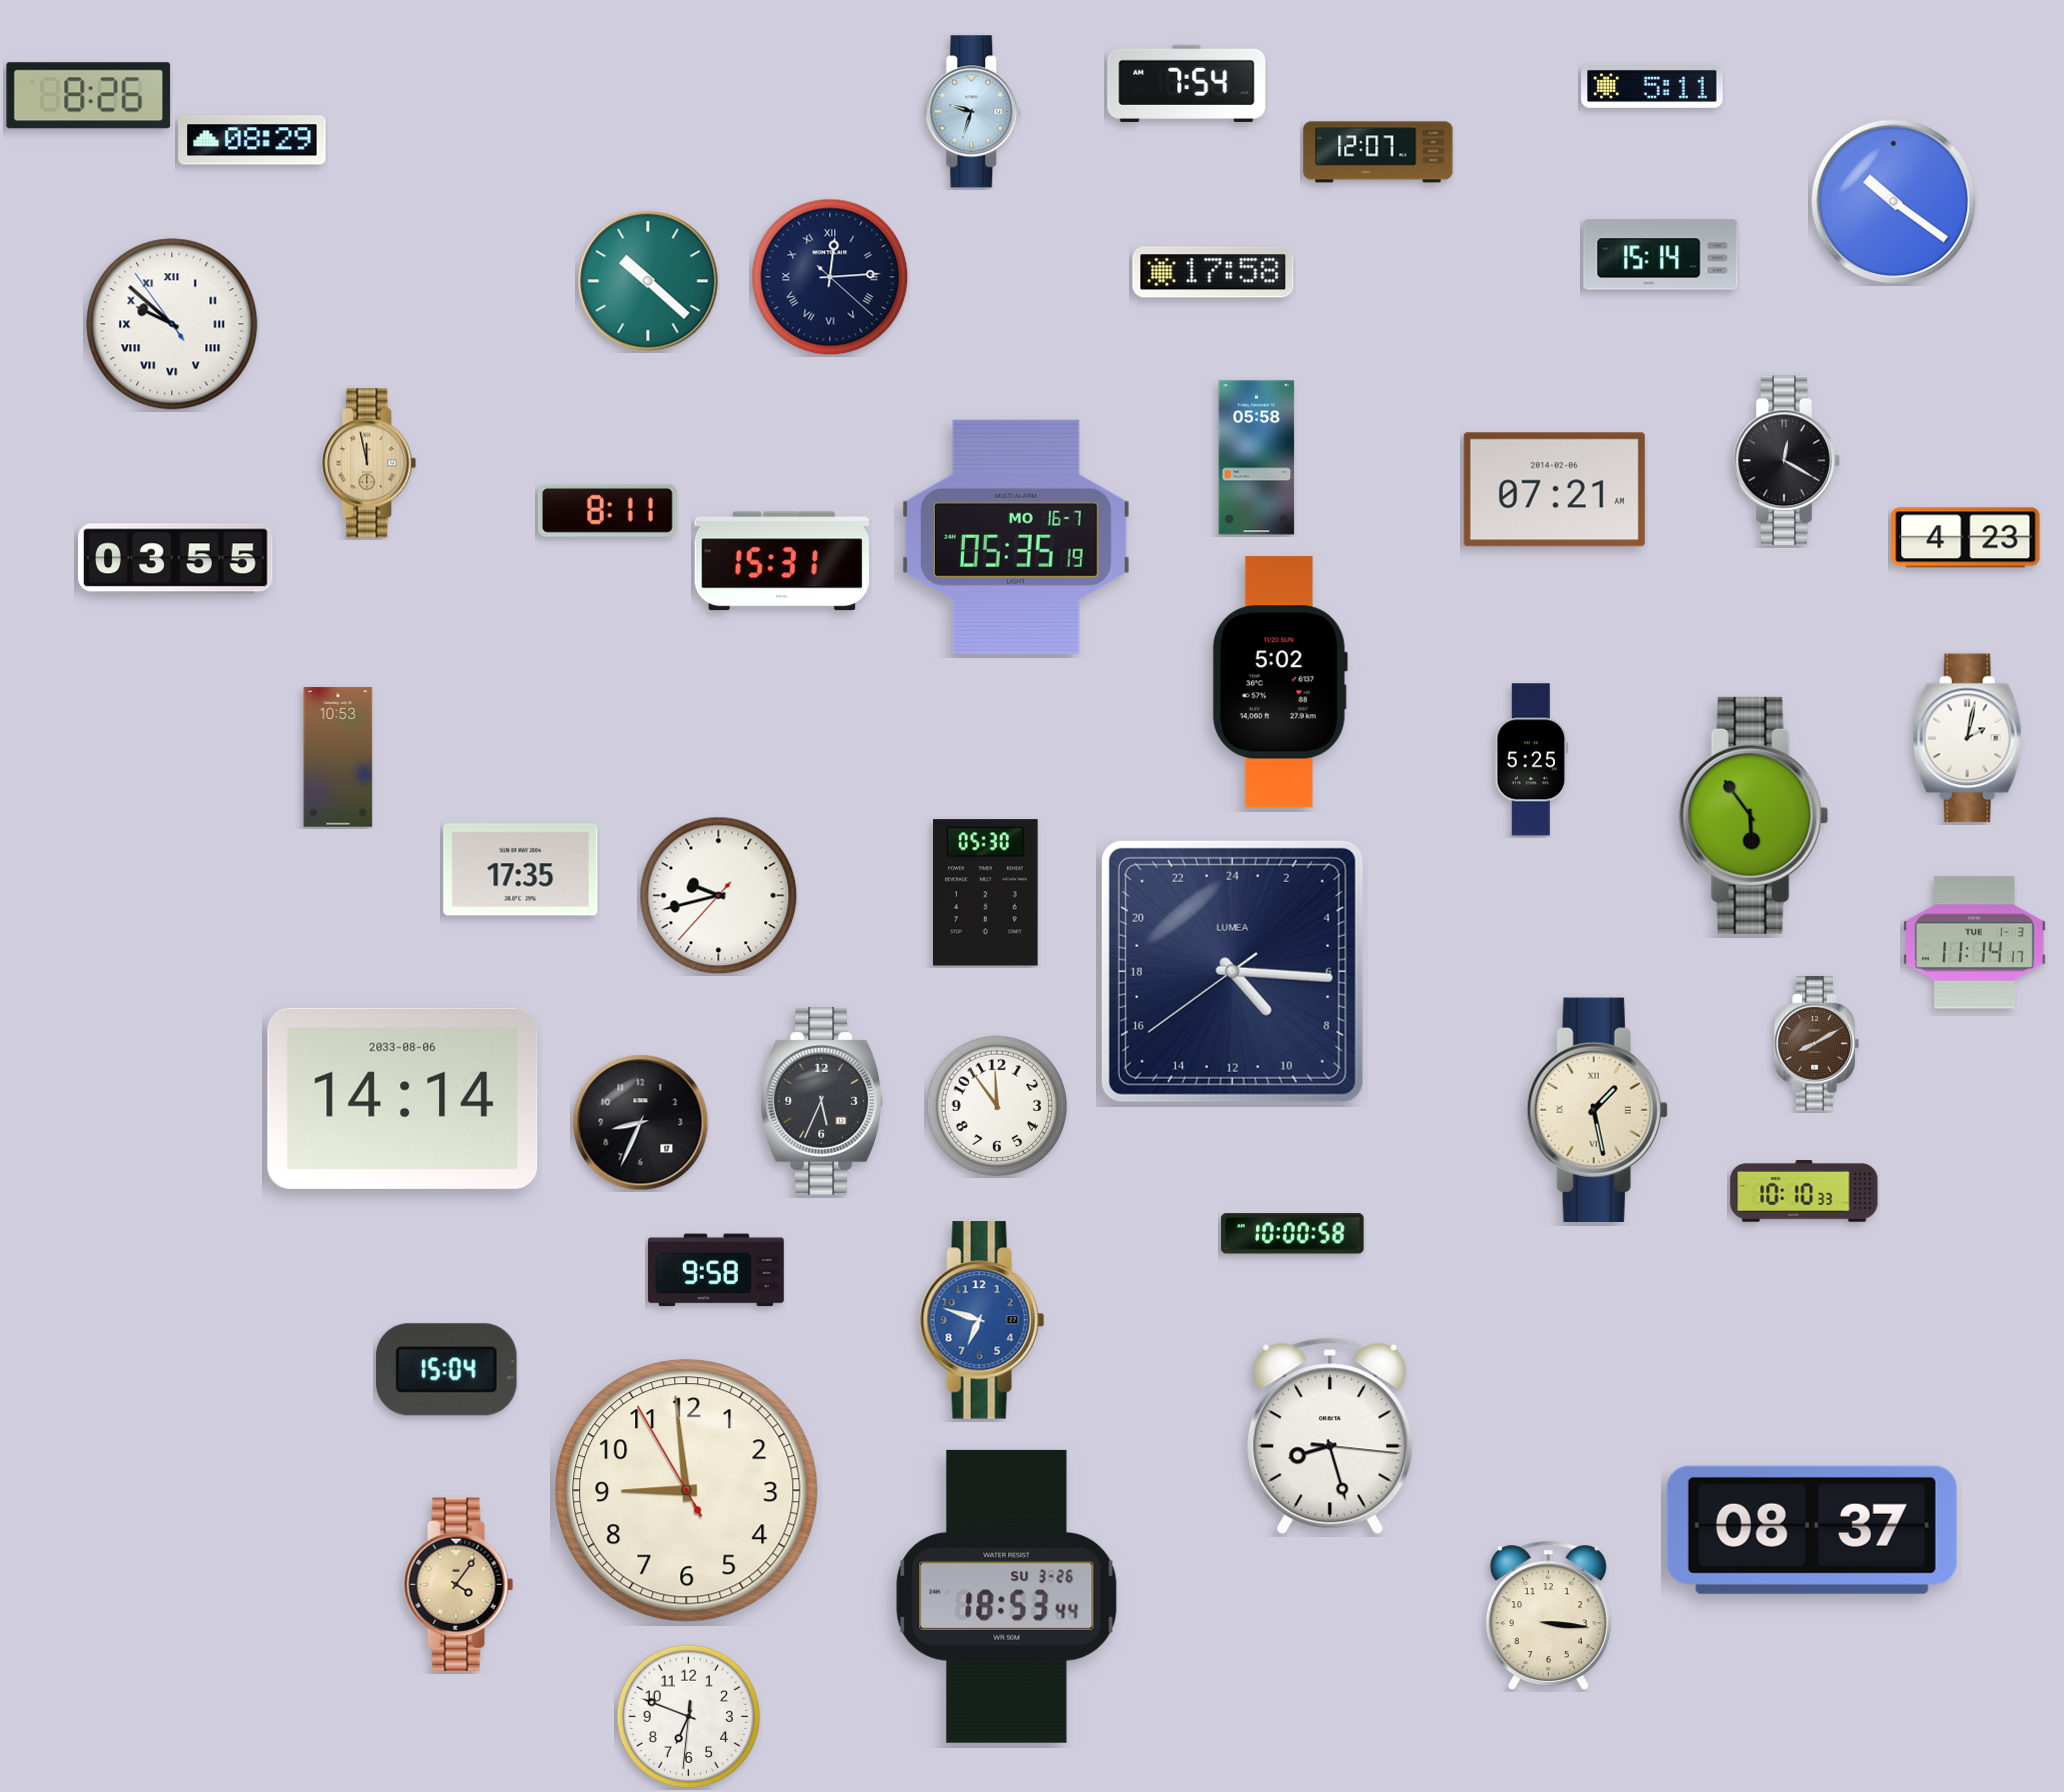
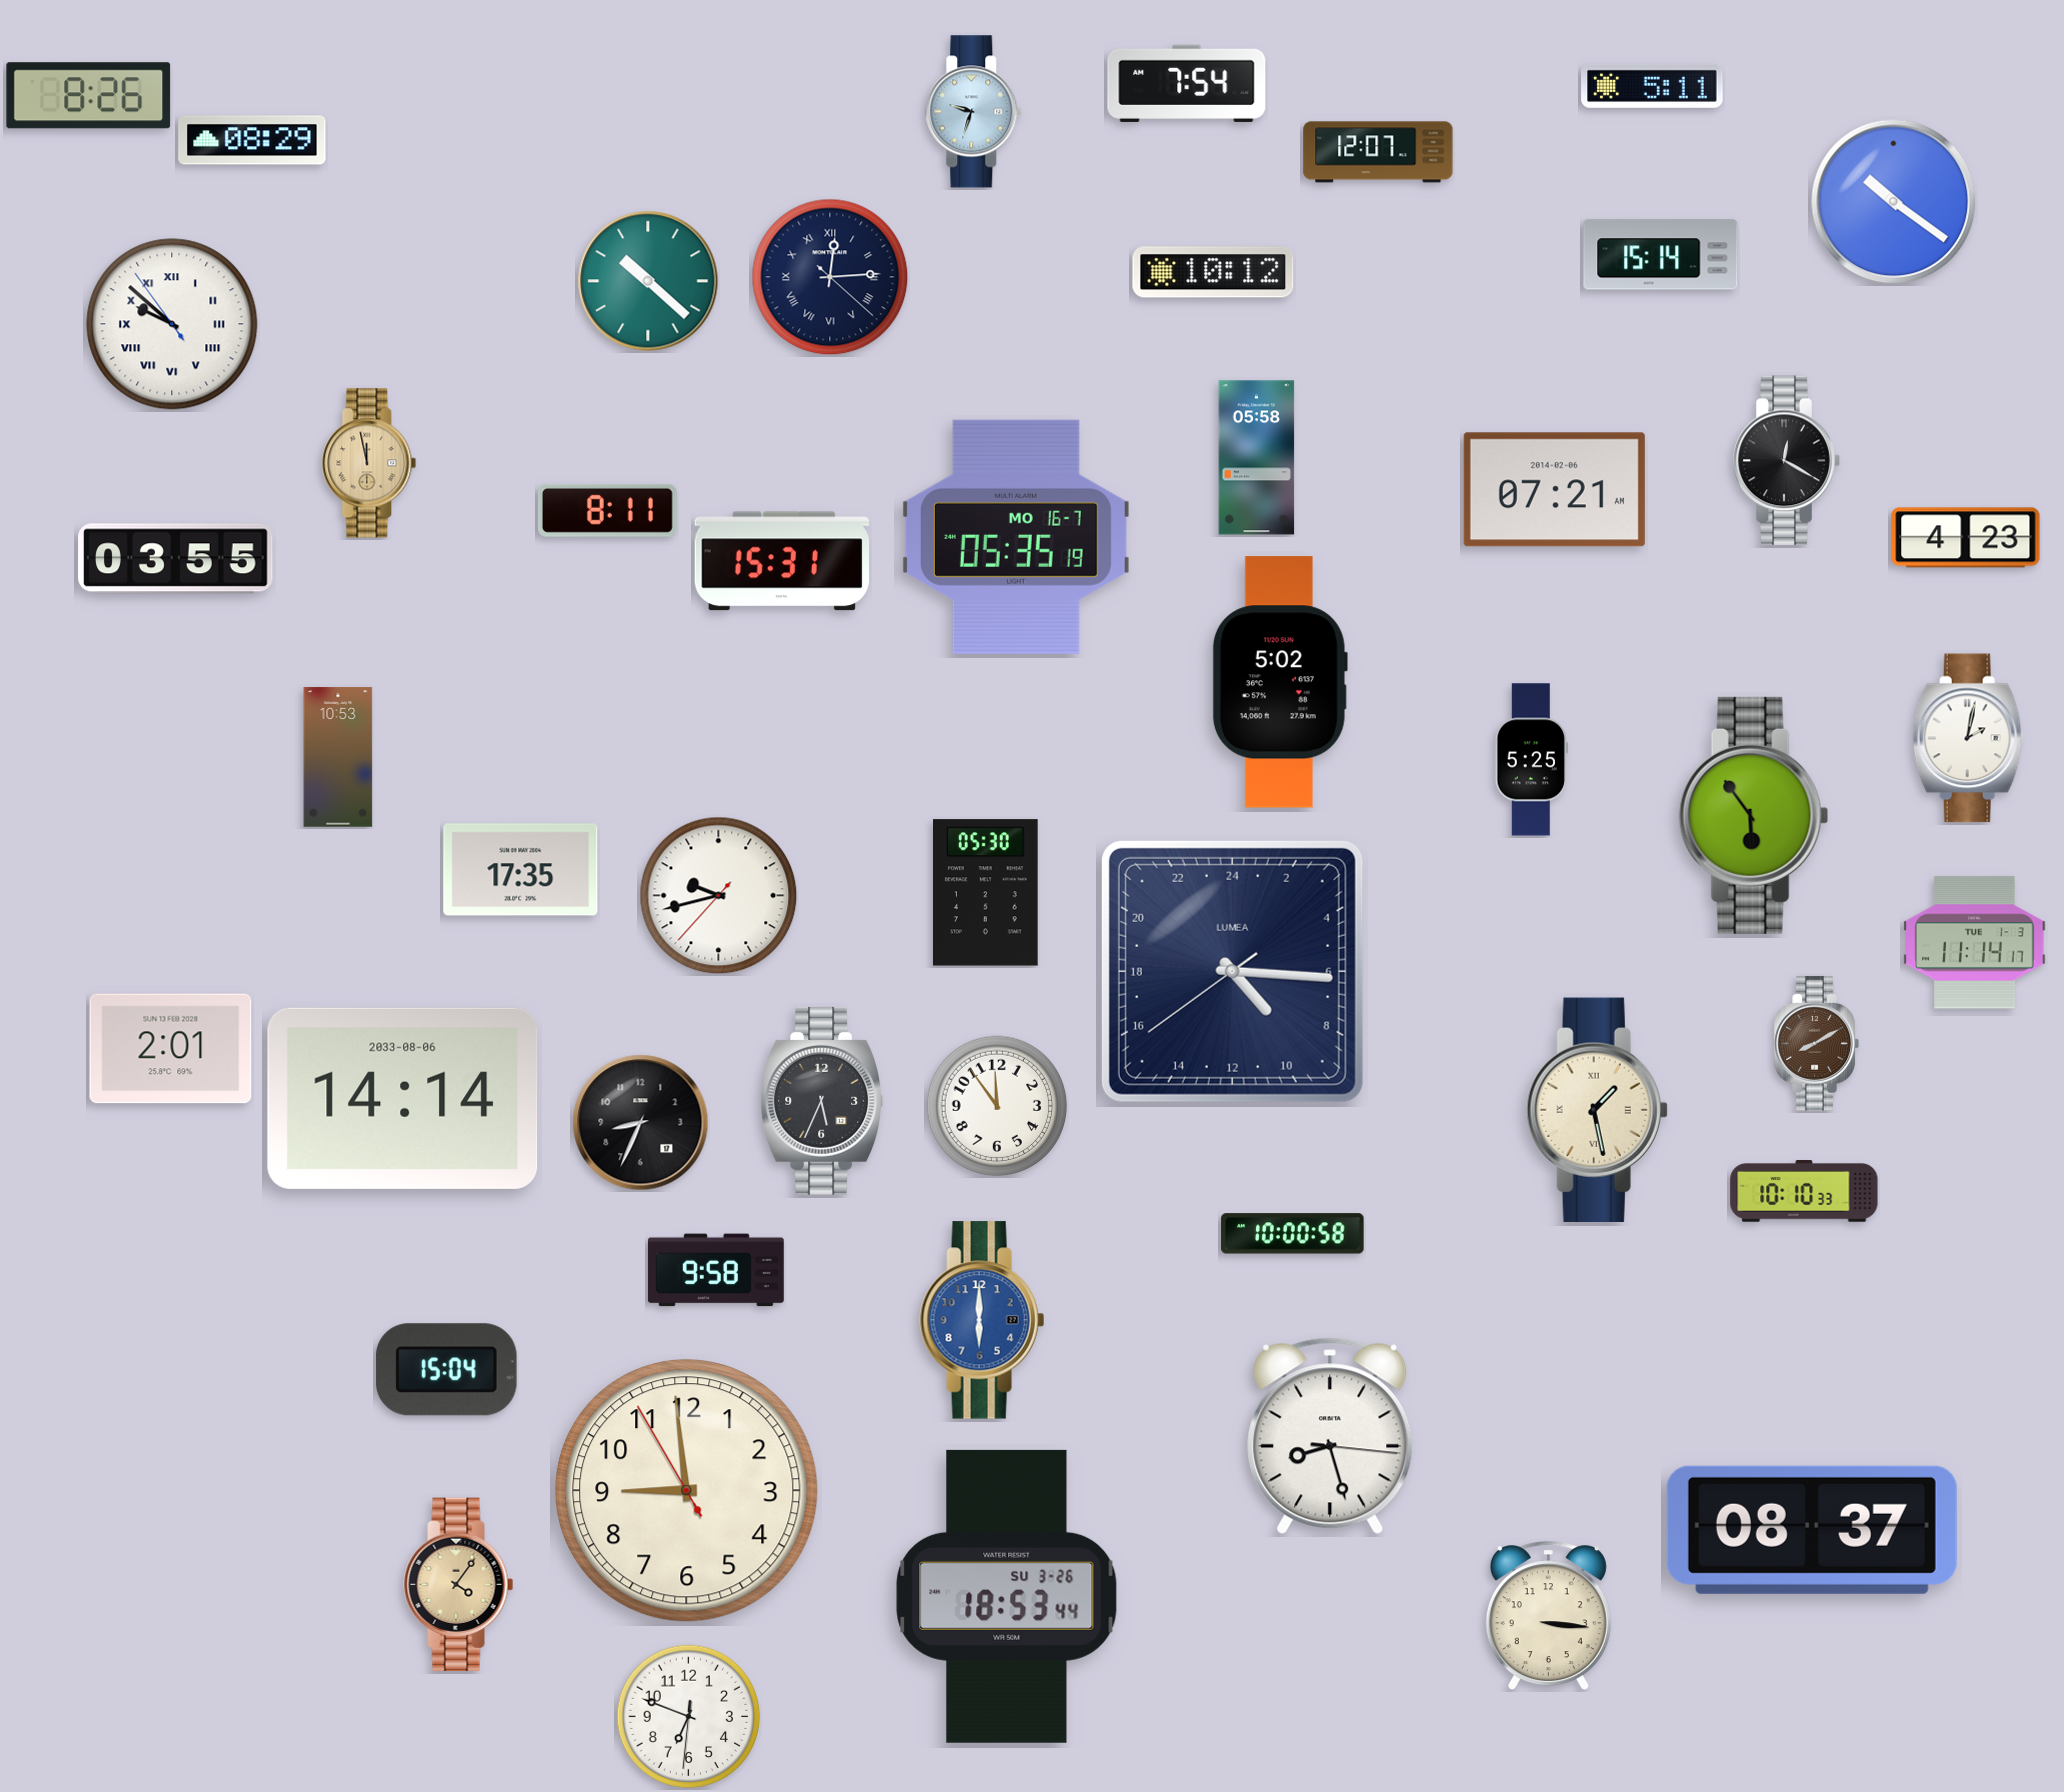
clock at (1213, 272): 17:58 -> 10:12
clock at (171, 1049): none -> 2:01
clock at (982, 1320): 6:48 -> 6:00
